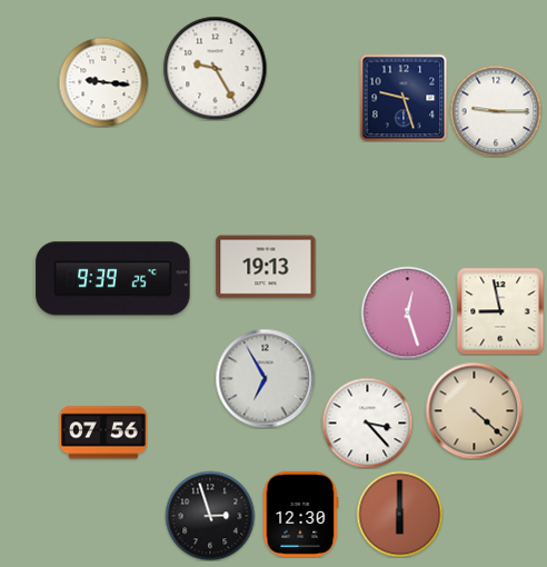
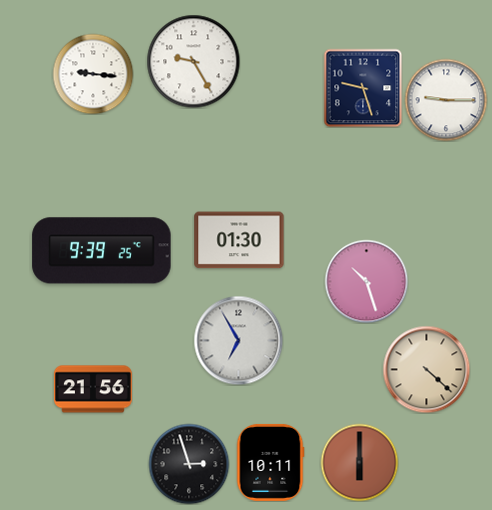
clock at (266, 267): 19:13 -> 01:30
clock at (500, 311): 8:58 -> none
clock at (407, 312): 12:27 -> 10:27
clock at (367, 422): 3:23 -> none
clock at (103, 432): 07:56 -> 21:56
clock at (300, 514): 12:30 -> 10:11
